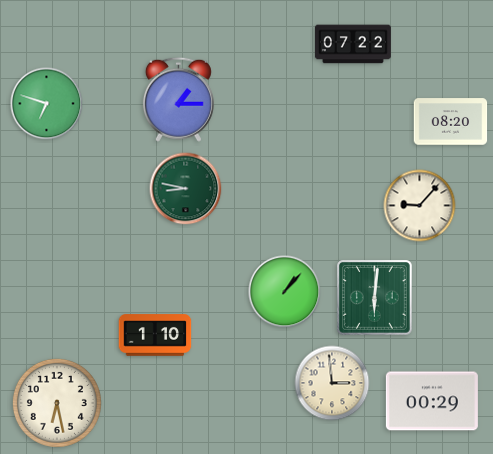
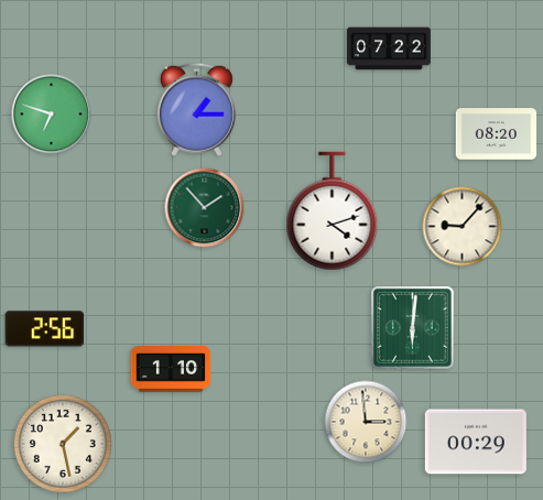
clock at (186, 189): 8:47 -> 1:53
clock at (333, 211): none -> 4:12
clock at (285, 292): 1:07 -> none
clock at (45, 329): none -> 2:56
clock at (57, 403): 6:28 -> 1:28
